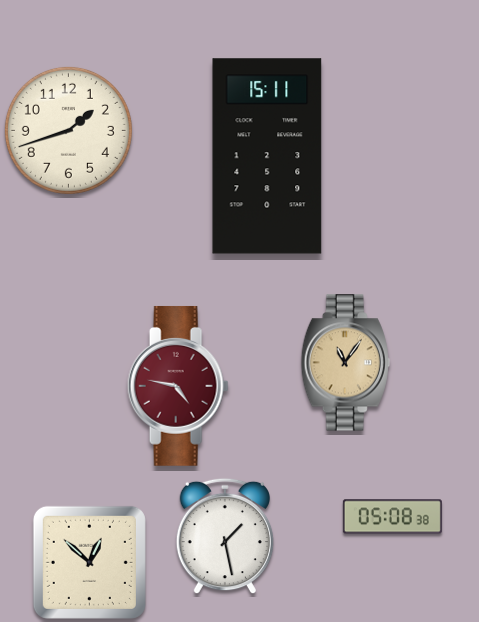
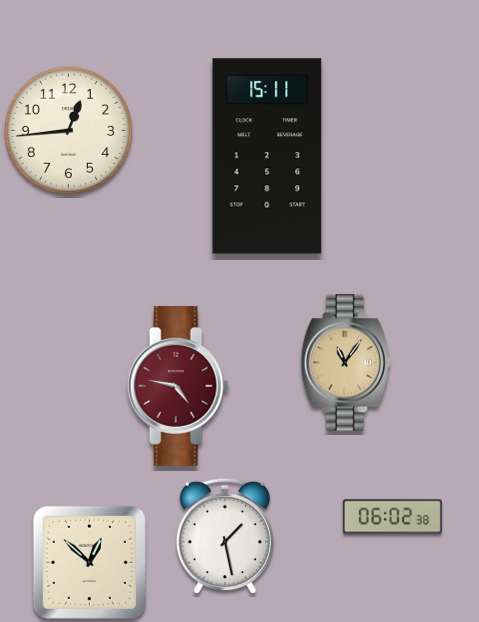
clock at (68, 130): 1:42 -> 12:44
clock at (392, 517): 05:08 -> 06:02
